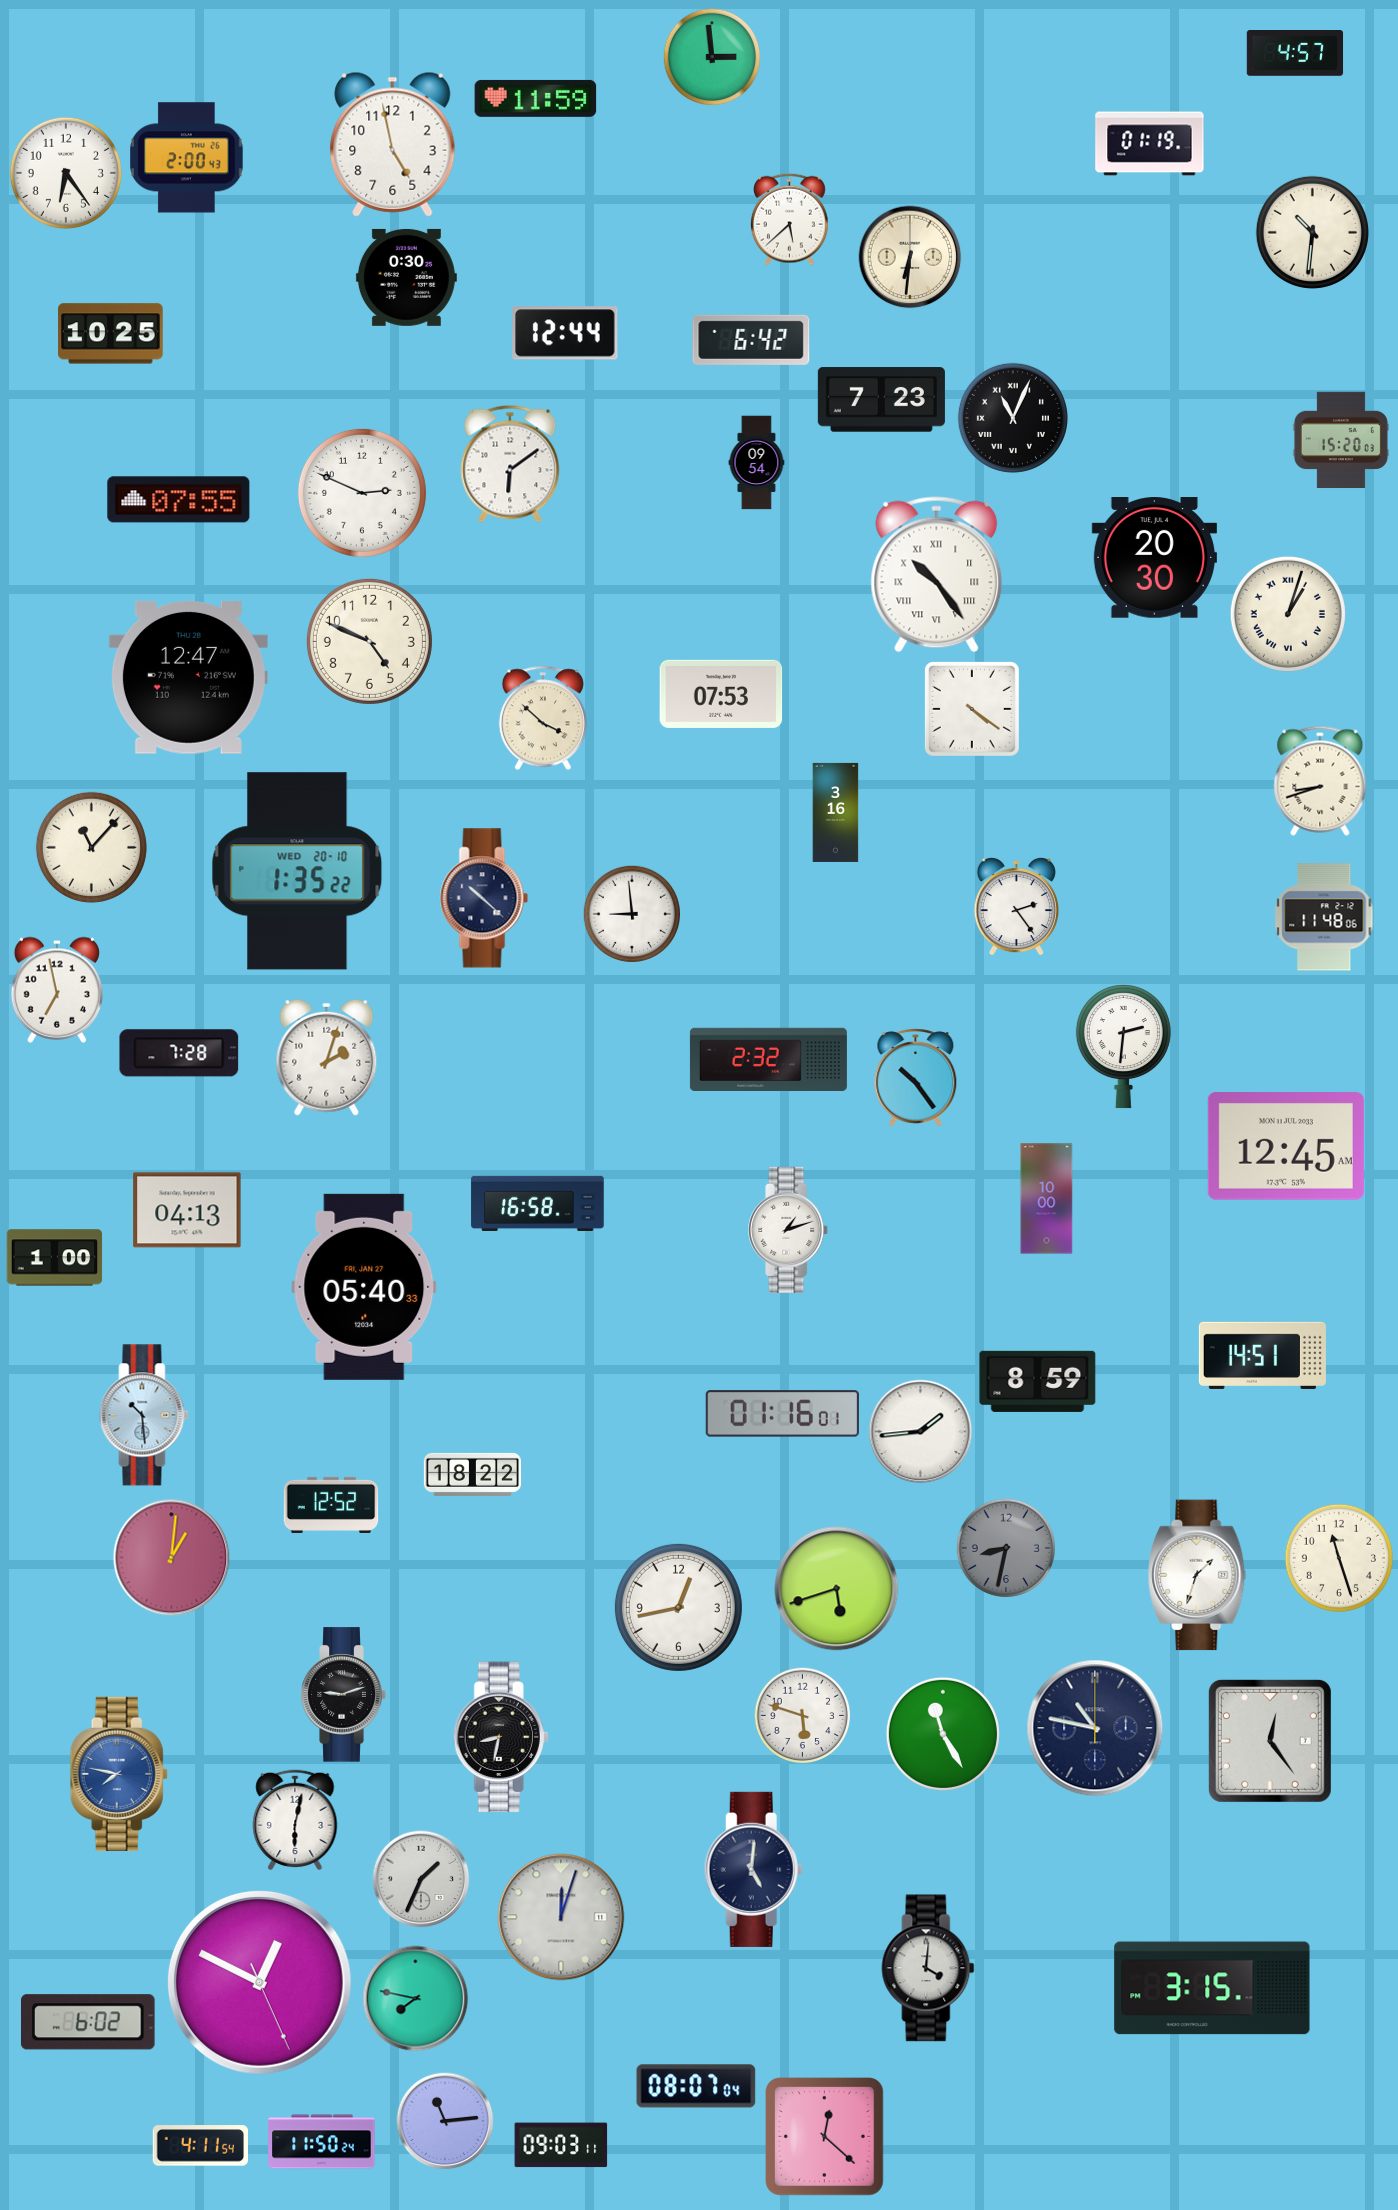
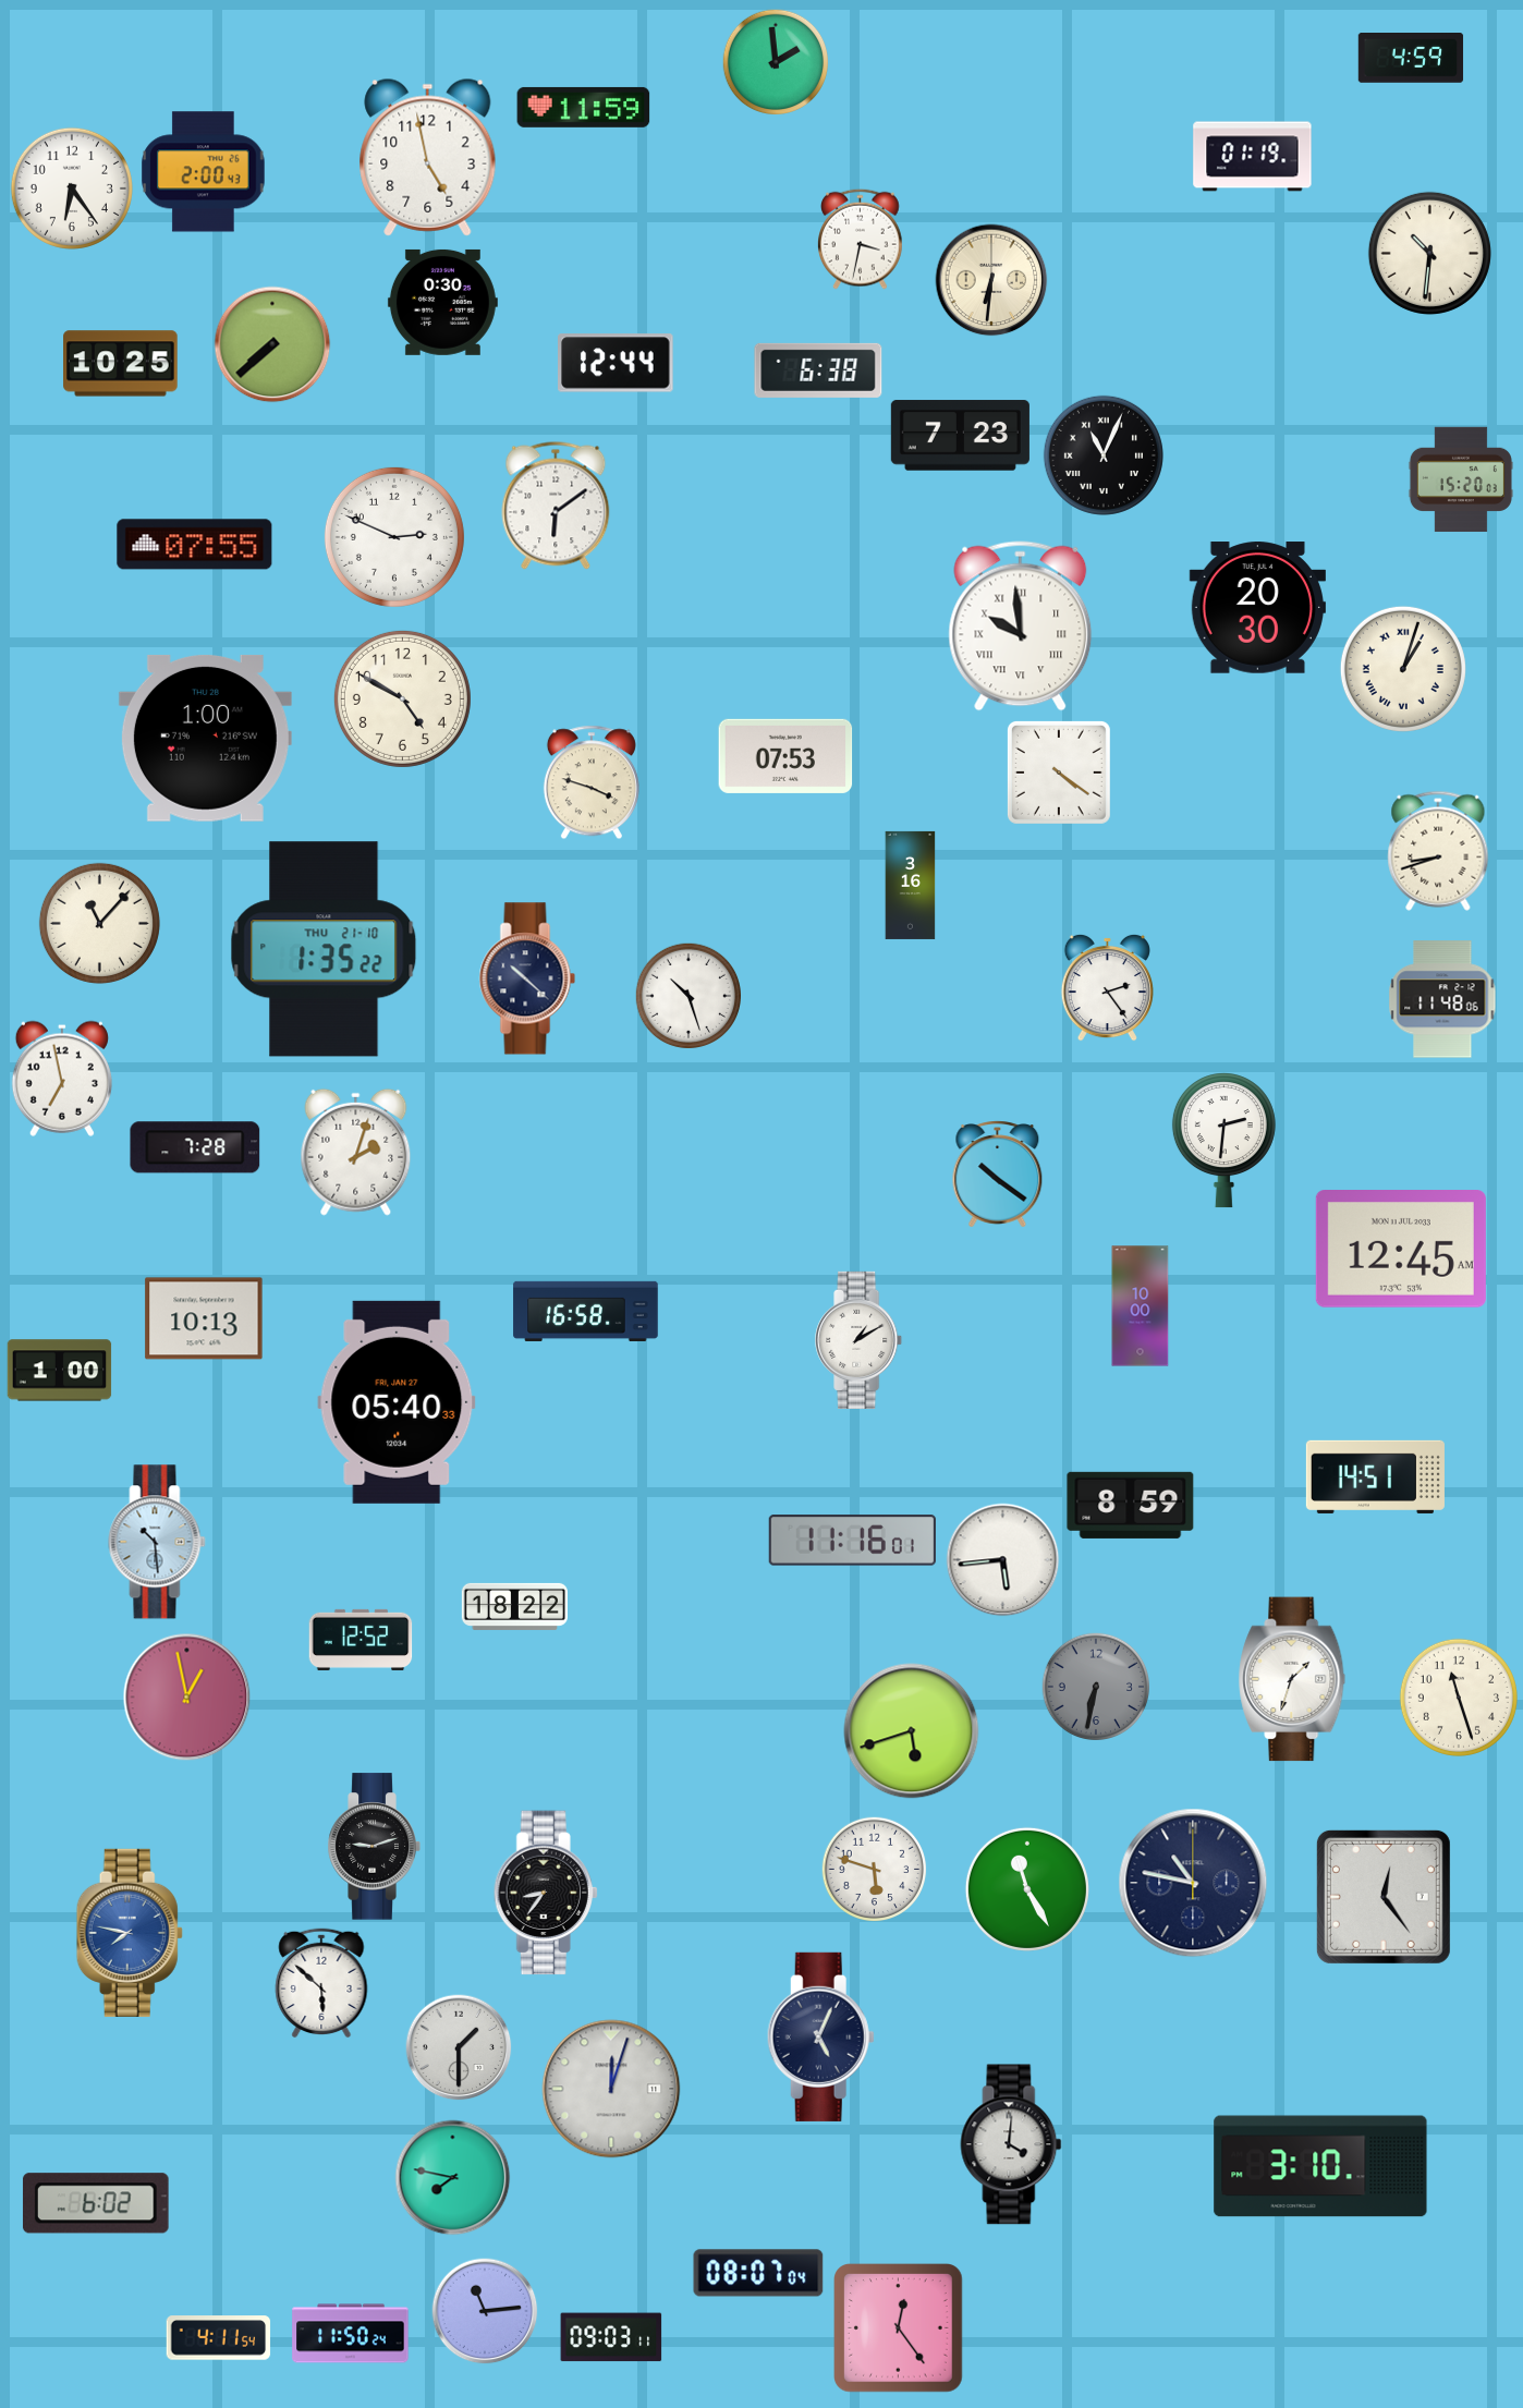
clock at (1295, 54): 4:57 -> 4:59
clock at (712, 57): 2:59 -> 1:59
clock at (790, 219): 5:38 -> 3:32
clock at (272, 344): none -> 7:38
clock at (751, 340): 6:42 -> 6:38
clock at (757, 463): 09:54 -> none
clock at (937, 575): 10:24 -> 9:59
clock at (369, 641): 4:49 -> 4:50
clock at (188, 677): 12:47 -> 1:00
clock at (543, 718): 3:52 -> 3:48
clock at (297, 871) date: WED 20-10 -> THU 21-10
clock at (632, 914): 8:59 -> 10:27
clock at (768, 1059): 2:32 -> none
clock at (916, 1078): 10:24 -> 10:21
clock at (187, 1210): 04:13 -> 10:13
clock at (789, 1230): 1:12 -> 1:10
clock at (782, 1414): 01:16 -> 11:16
clock at (921, 1432): 1:44 -> 5:44
clock at (1005, 1547): 8:32 -> 6:32
clock at (172, 1558): 1:01 -> 12:58
clock at (1197, 1575) position: (1197, 1575) -> (1292, 1679)
clock at (678, 1607): 12:43 -> none
clock at (501, 1737): 8:32 -> 8:36
clock at (295, 1820): 6:02 -> 5:52
clock at (753, 1869): 5:01 -> 5:04
clock at (421, 1879): 1:34 -> 1:30
clock at (259, 1982): 12:49 -> none
clock at (1212, 1988): 3:15 -> 3:10
clock at (825, 2137): 12:22 -> 12:24
